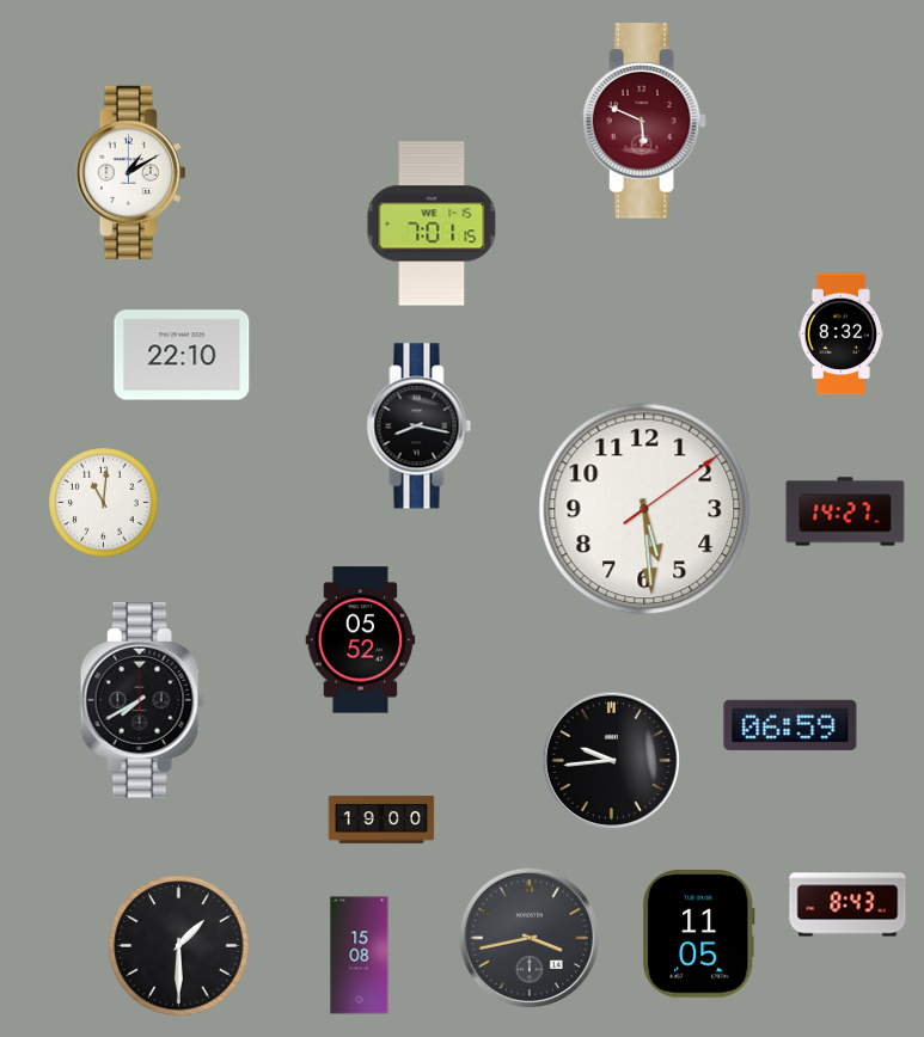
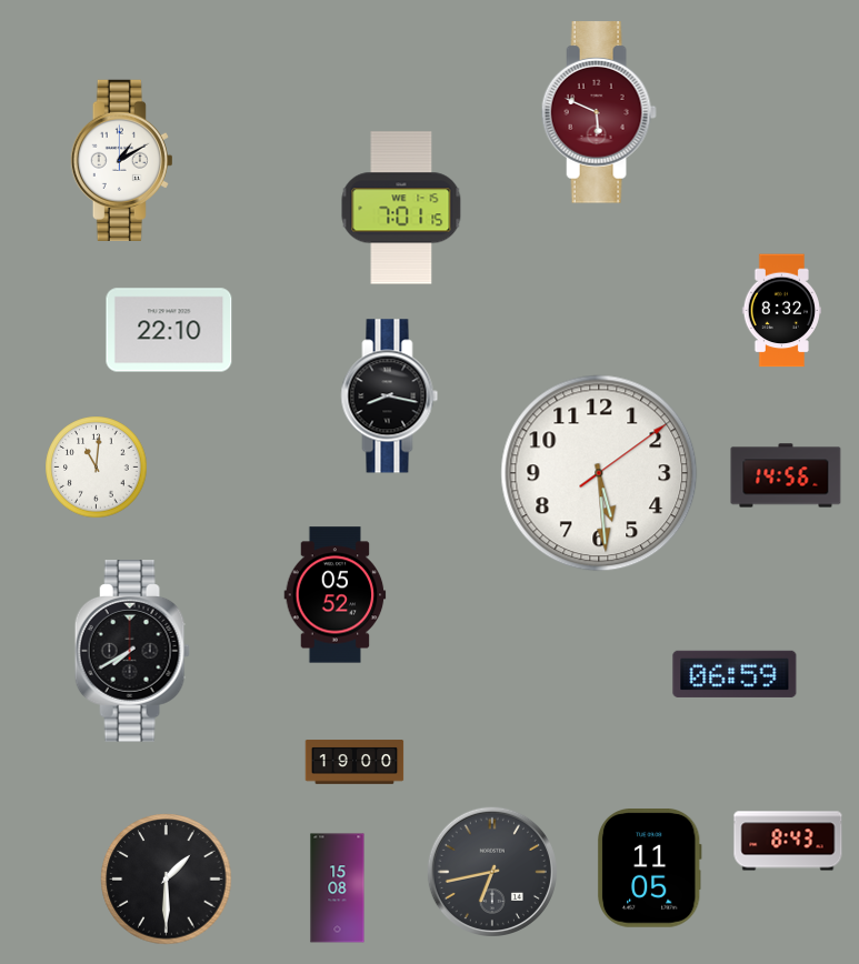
clock at (845, 511): 14:27 -> 14:56
clock at (612, 761): 9:44 -> none
clock at (530, 938): 3:43 -> 6:43
clock at (360, 956) position: (360, 956) -> (338, 888)
